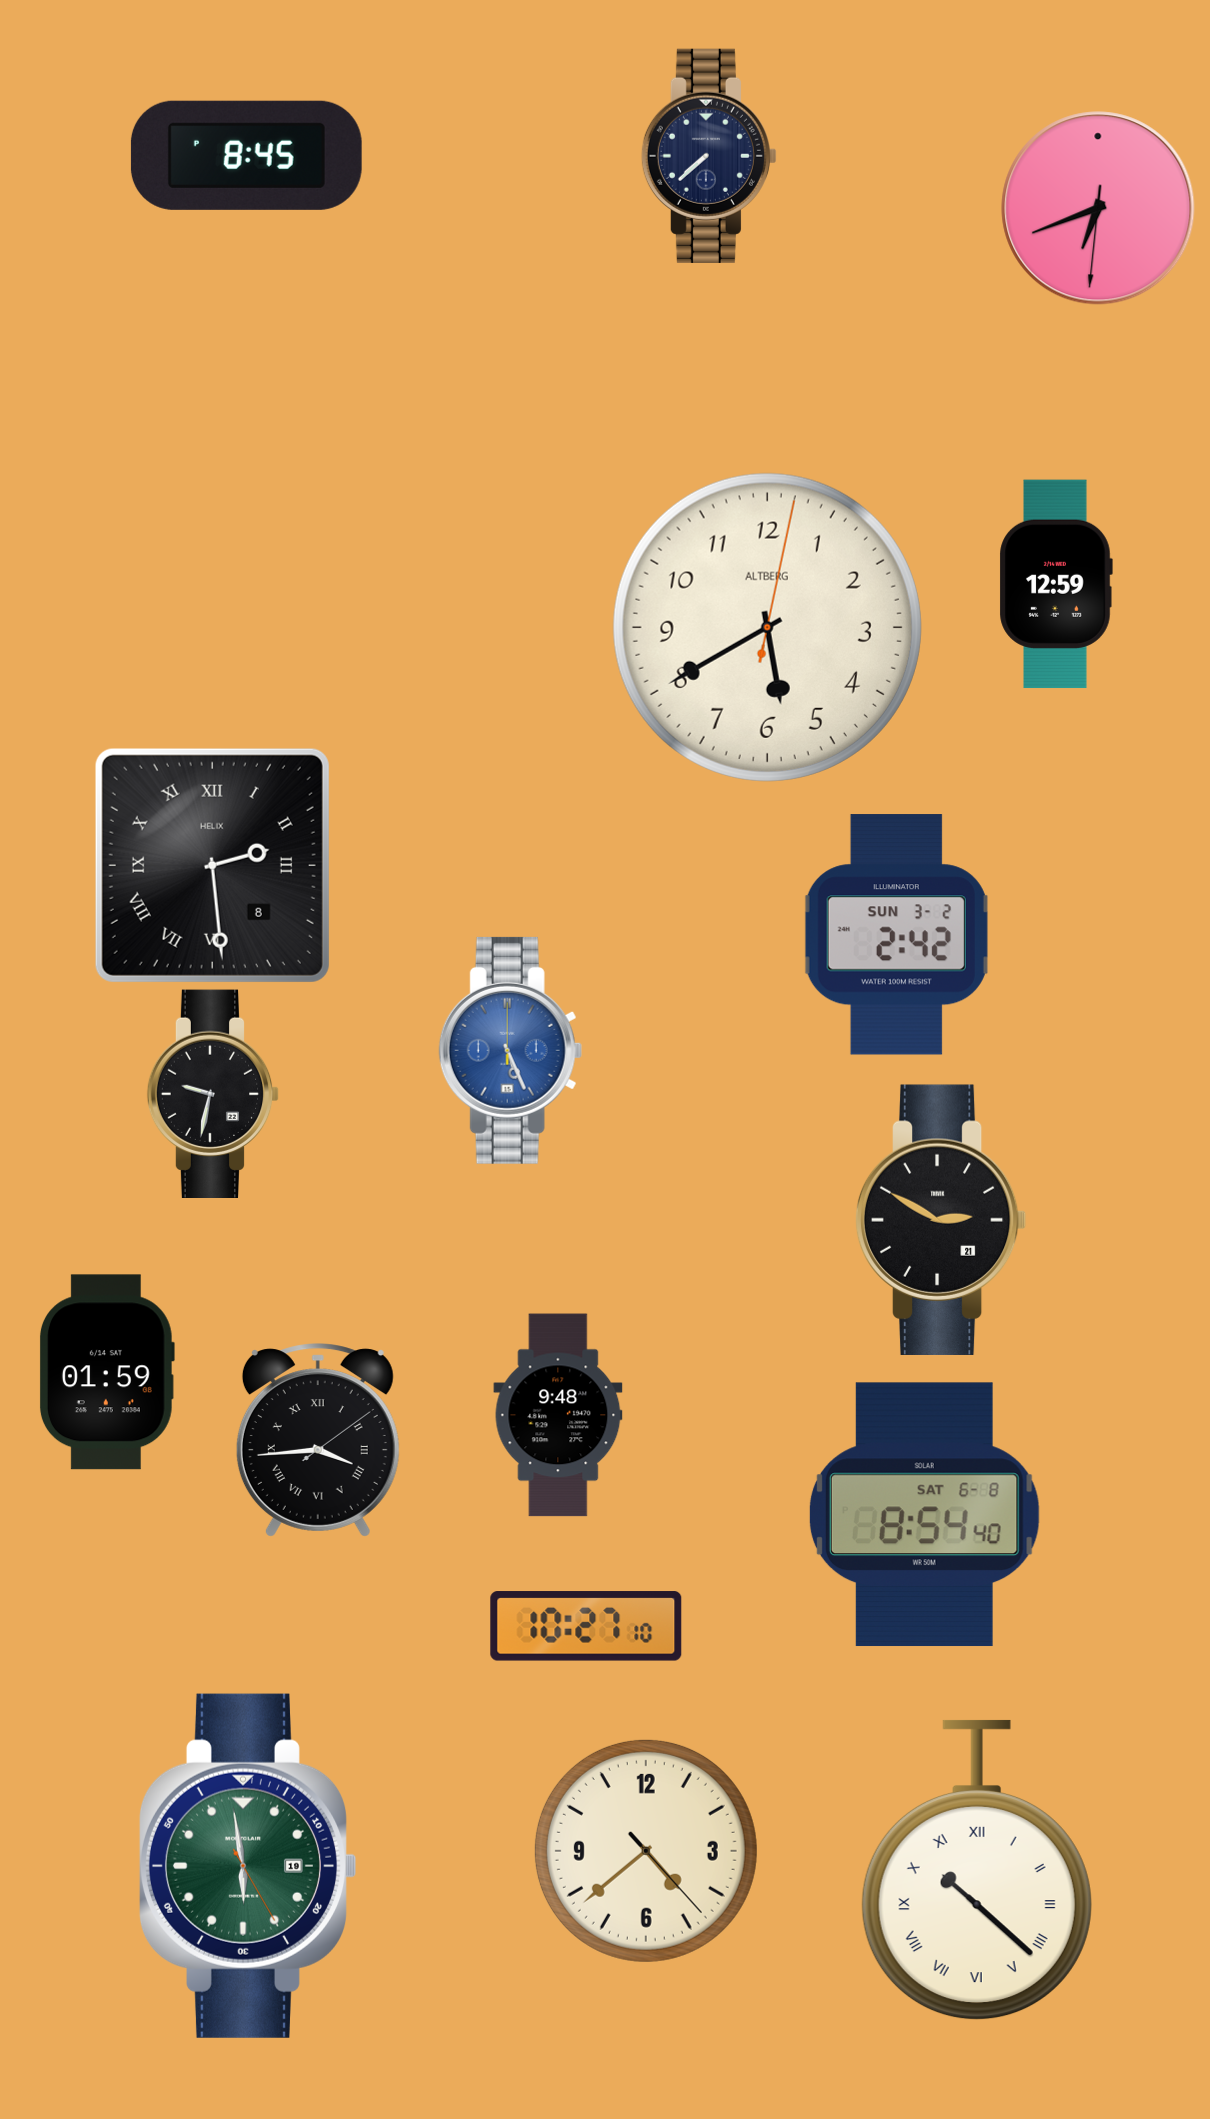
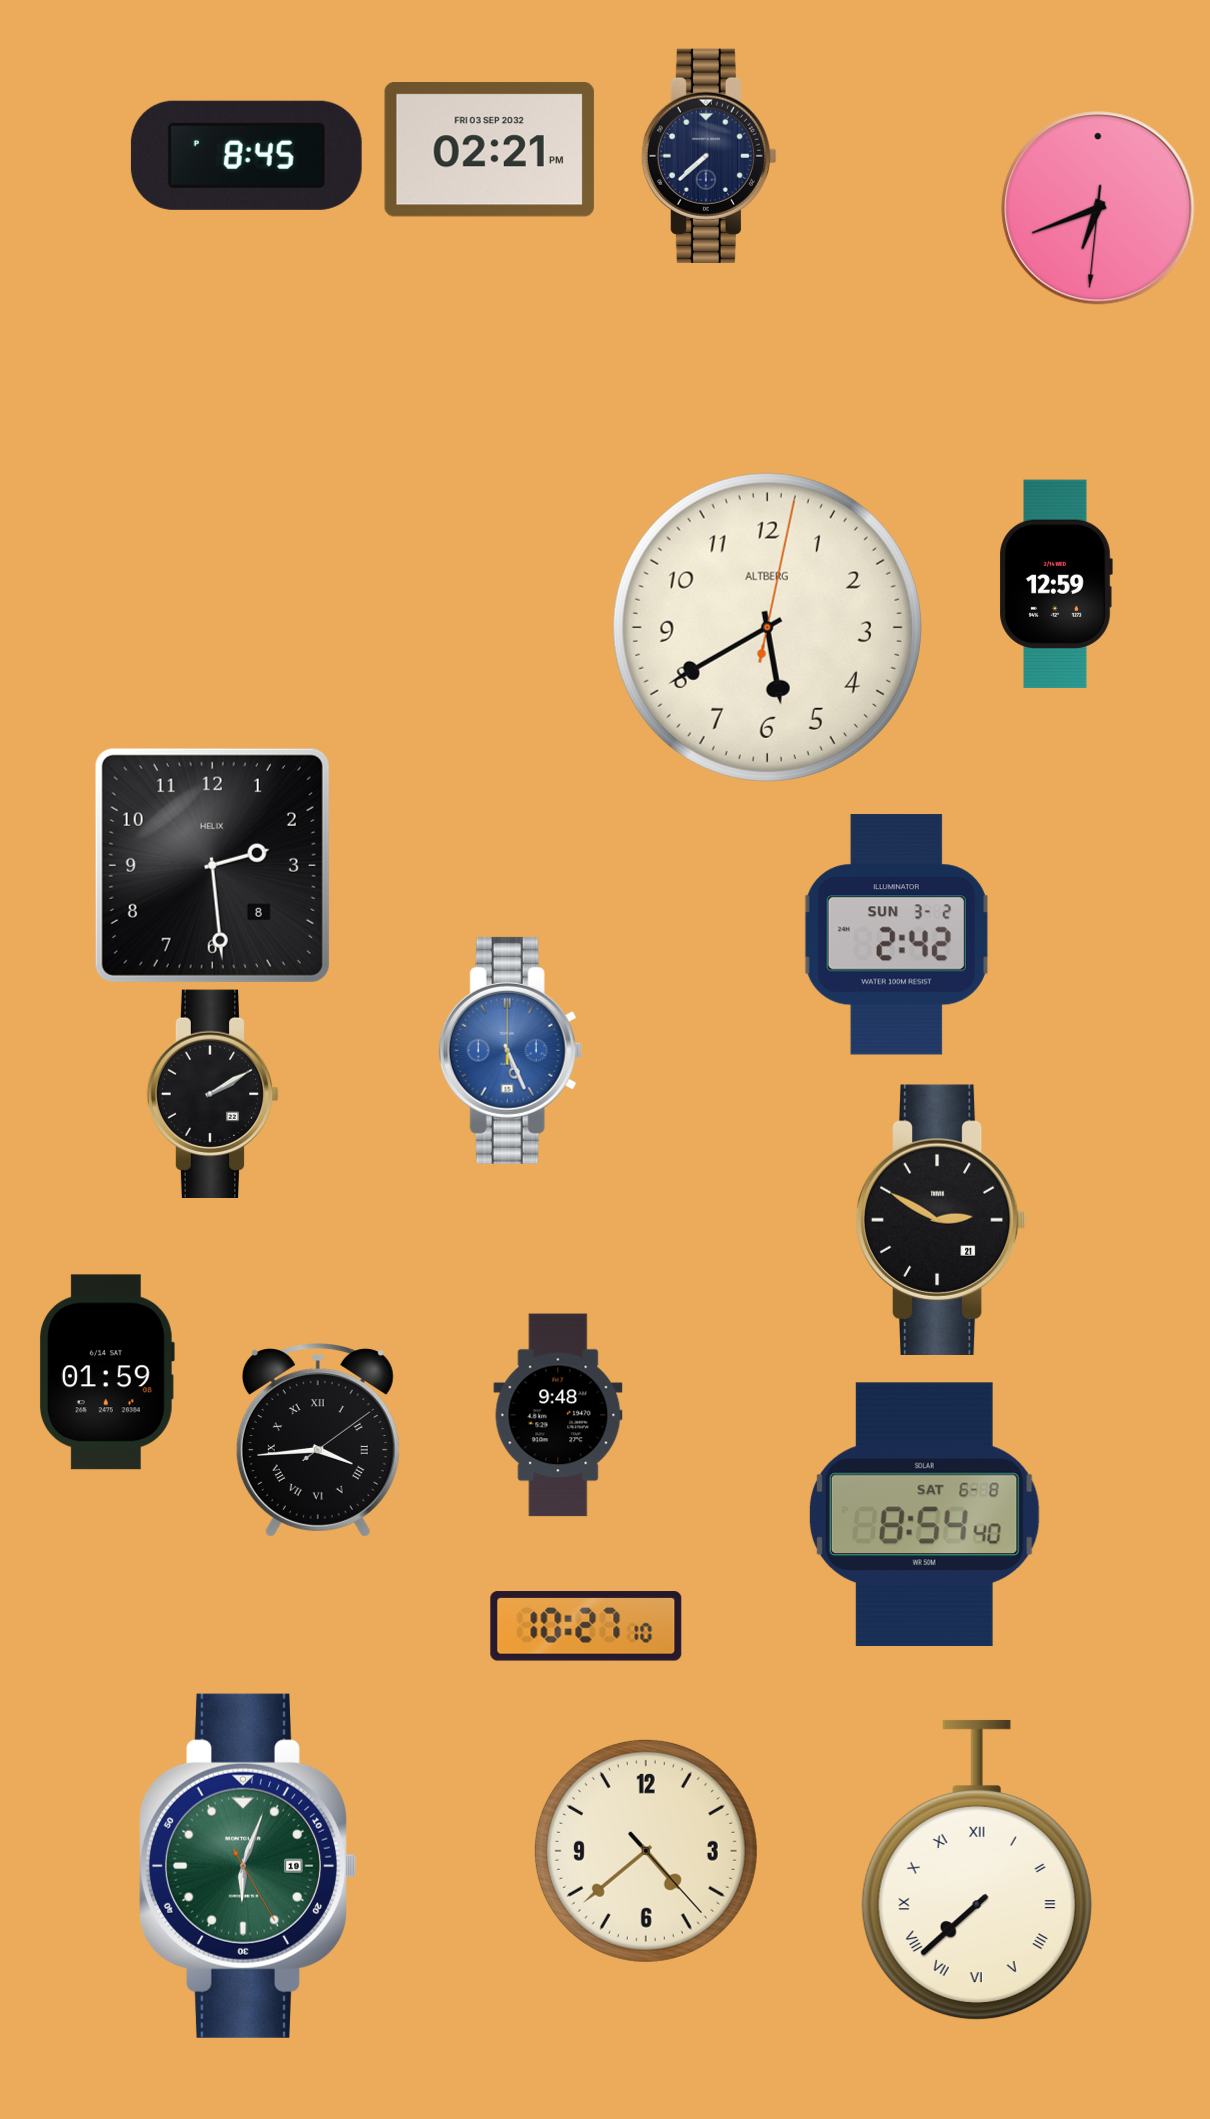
clock at (489, 150): none -> 02:21
clock at (212, 865) numerals: Roman -> Arabic
clock at (213, 1093): 9:32 -> 2:10
clock at (247, 1866): 5:58 -> 6:03
clock at (977, 1870): 10:22 -> 7:38
